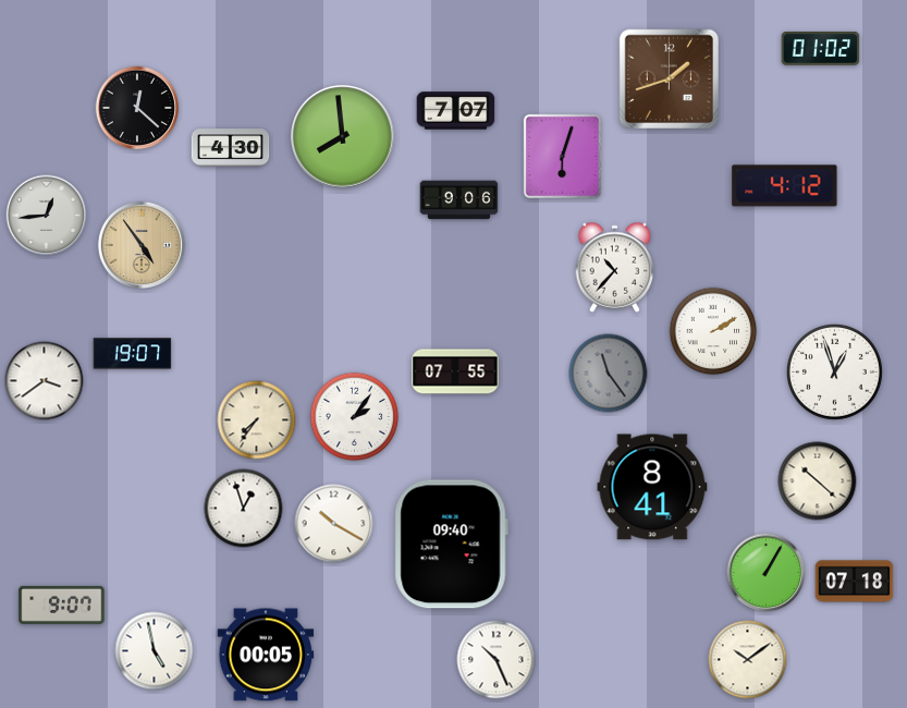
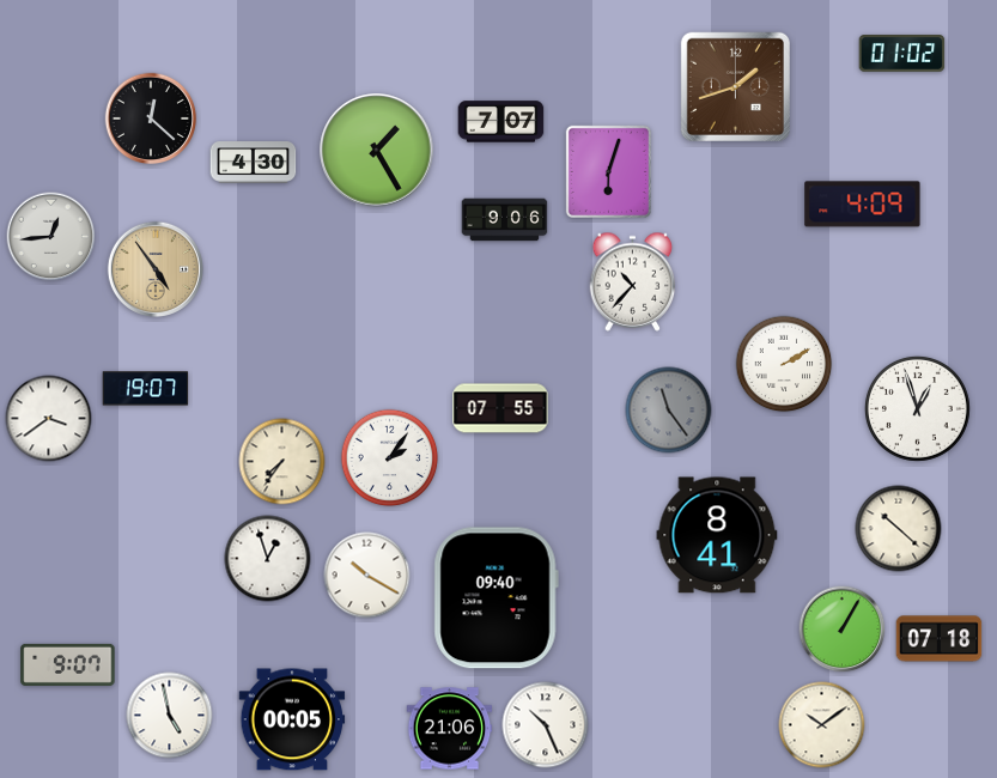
clock at (343, 137): 7:59 -> 1:25
clock at (562, 156) position: (562, 156) -> (608, 171)
clock at (785, 186): 4:12 -> 4:09
clock at (615, 267) position: (615, 267) -> (633, 281)
clock at (450, 729): none -> 21:06
